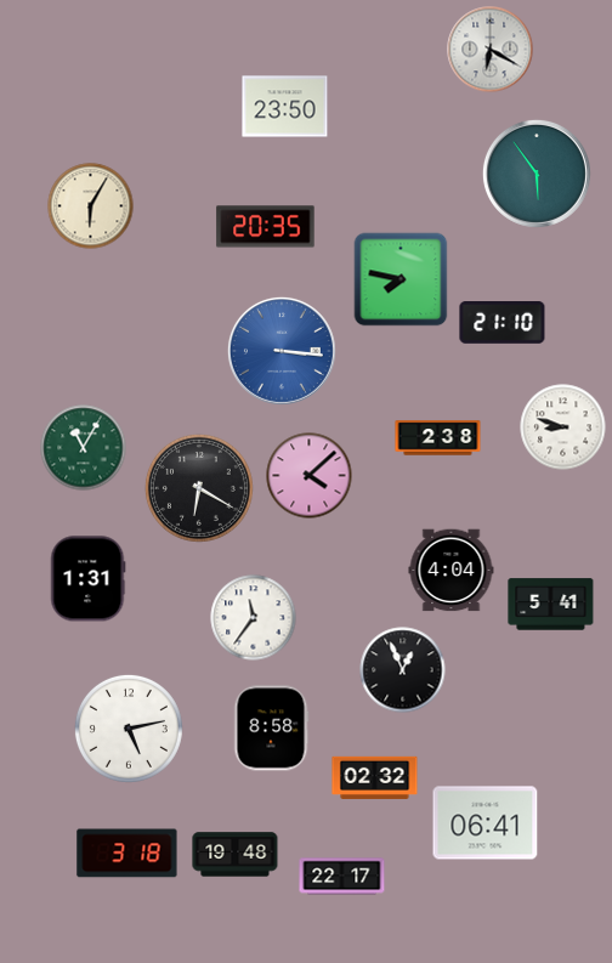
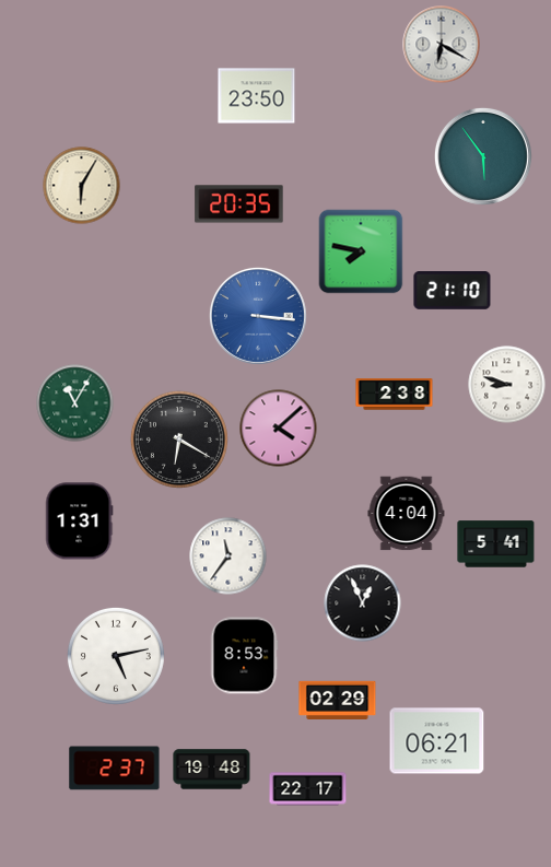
clock at (282, 351) position: (282, 351) -> (258, 316)
clock at (271, 729): 8:58 -> 8:53
clock at (375, 777): 02:32 -> 02:29
clock at (486, 823): 06:41 -> 06:21
clock at (127, 854): 3:18 -> 2:37
